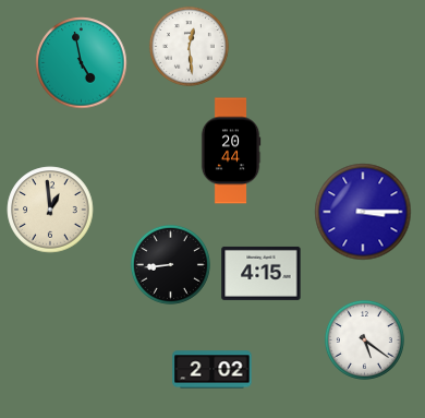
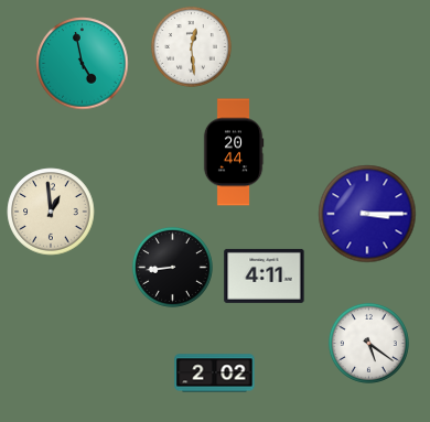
clock at (262, 273): 4:15 -> 4:11
